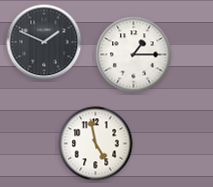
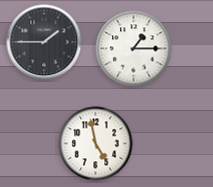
clock at (44, 42): 1:49 -> 1:45
clock at (134, 55) position: (134, 55) -> (134, 49)
